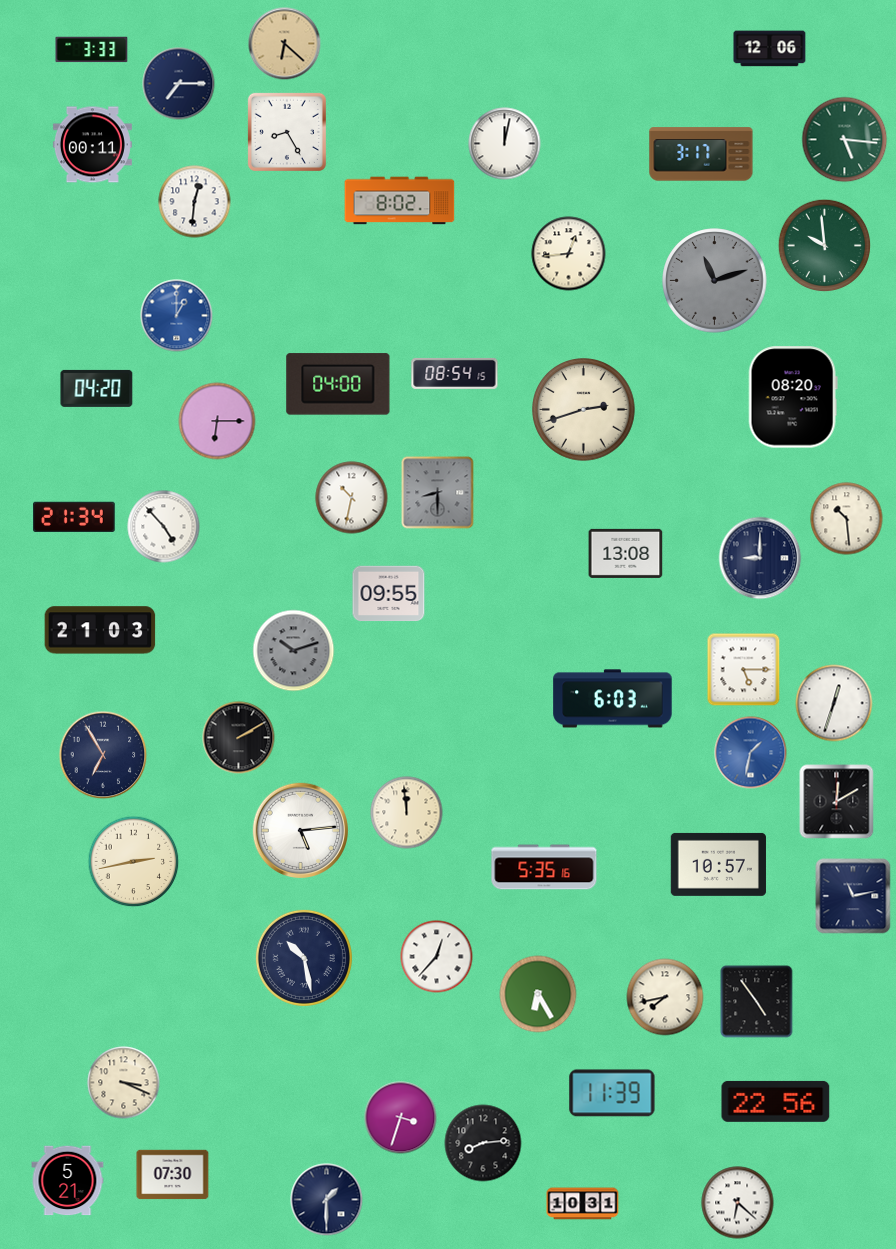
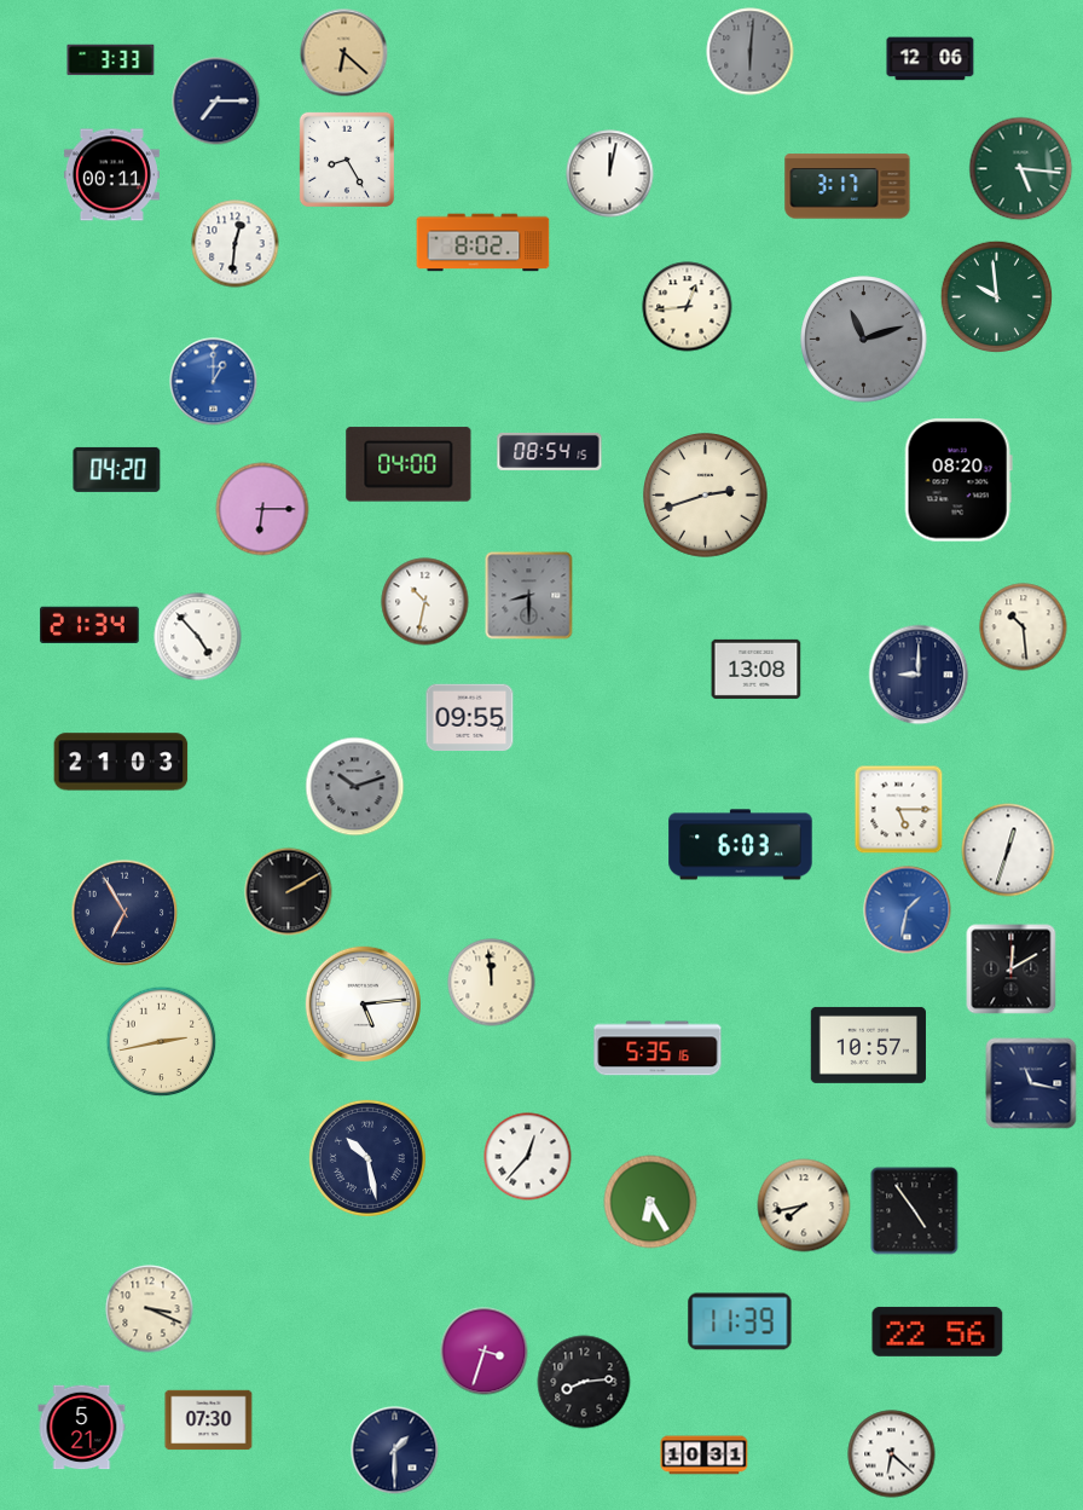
clock at (751, 52): none -> 6:01
clock at (853, 896): 11:13 -> 11:17
